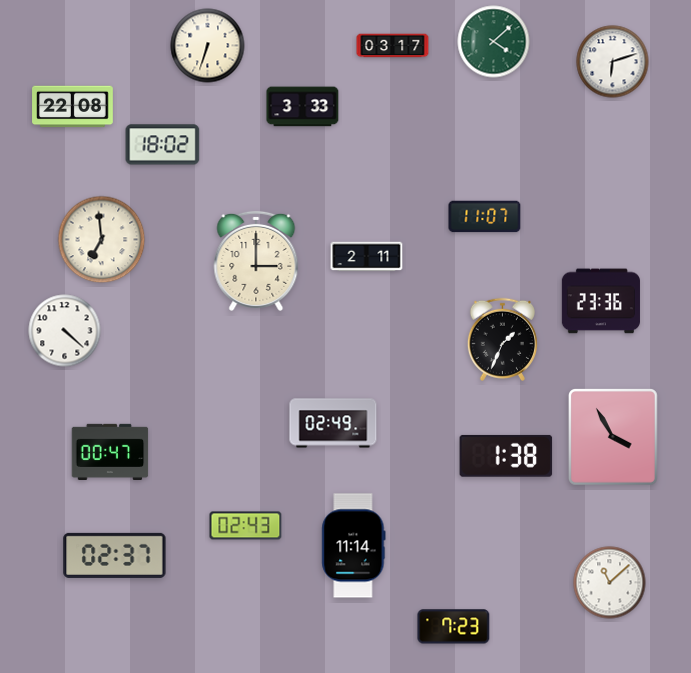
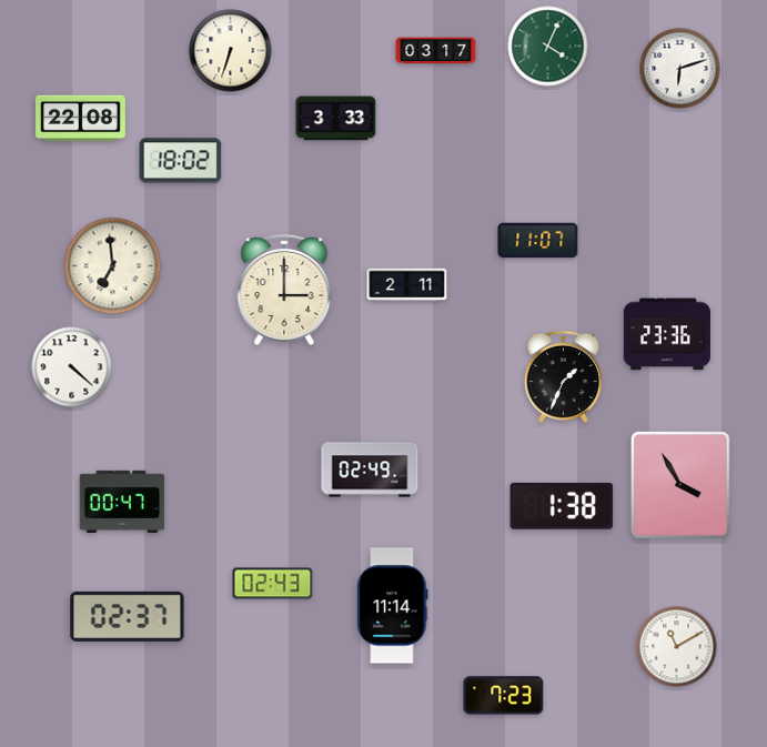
clock at (494, 42): 4:08 -> 4:04
clock at (502, 339) position: (502, 339) -> (563, 376)
clock at (610, 583): 11:08 -> 11:10
